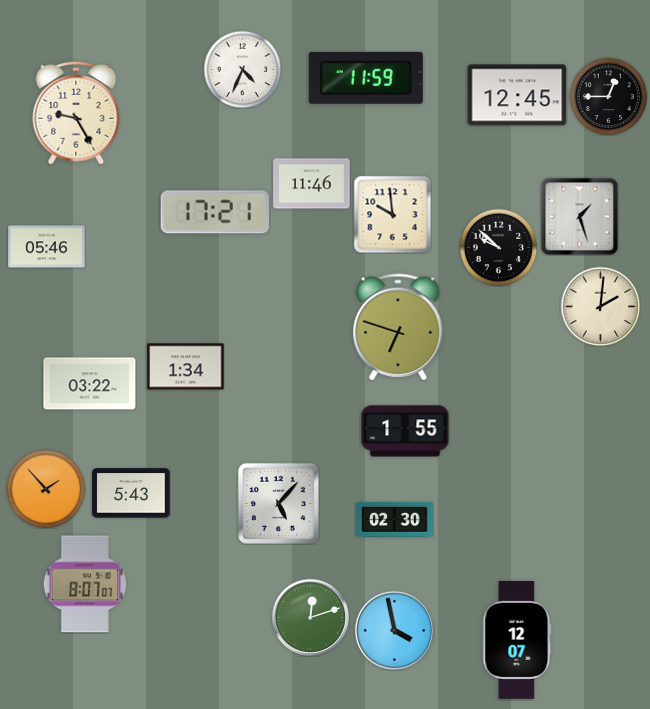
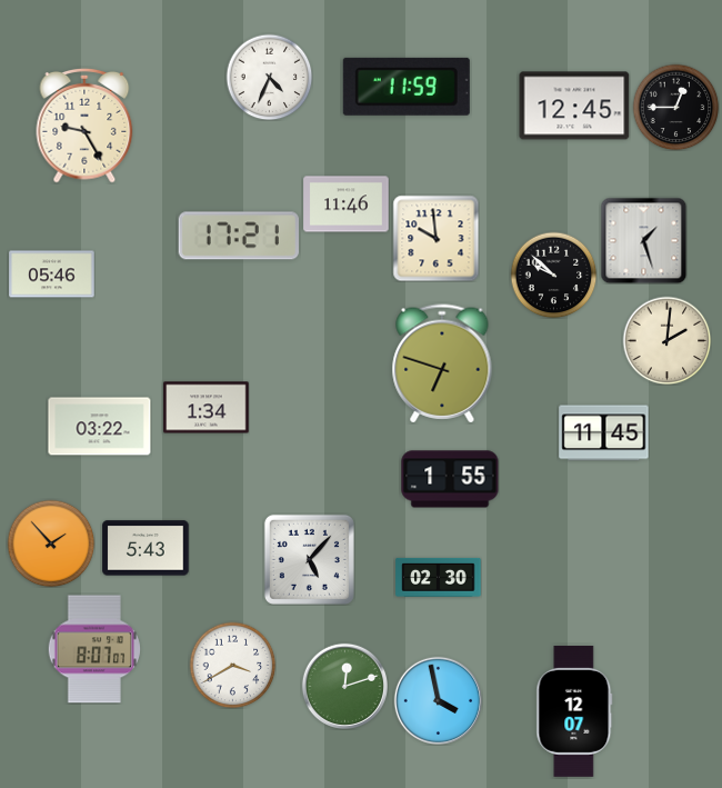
clock at (604, 433): none -> 11:45
clock at (232, 665): none -> 3:40
